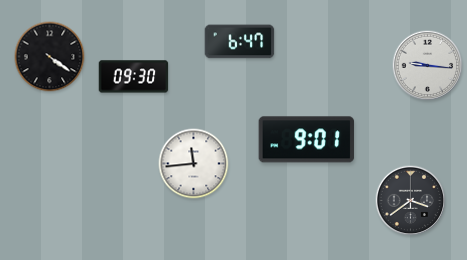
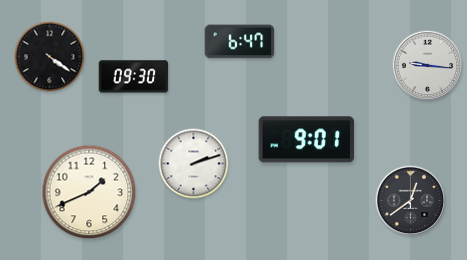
clock at (194, 164): 11:44 -> 2:12
clock at (89, 192): none -> 1:41
clock at (411, 201): 3:39 -> 12:39
